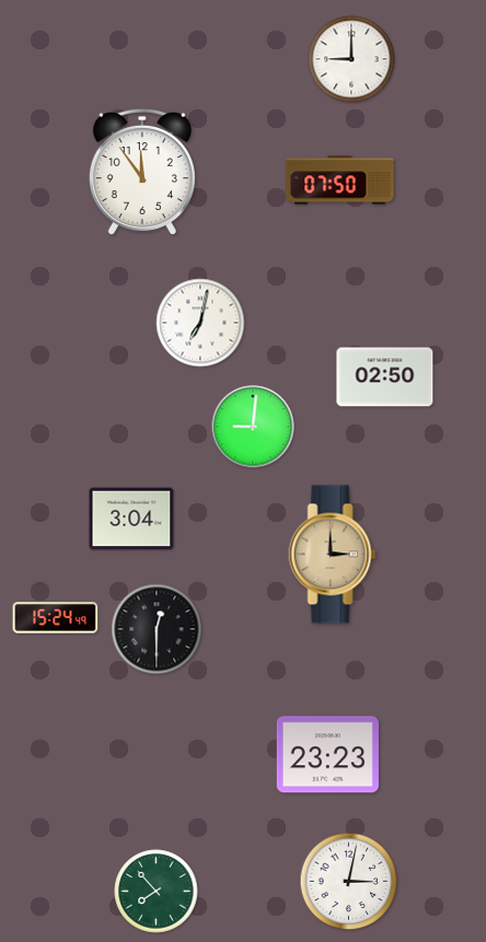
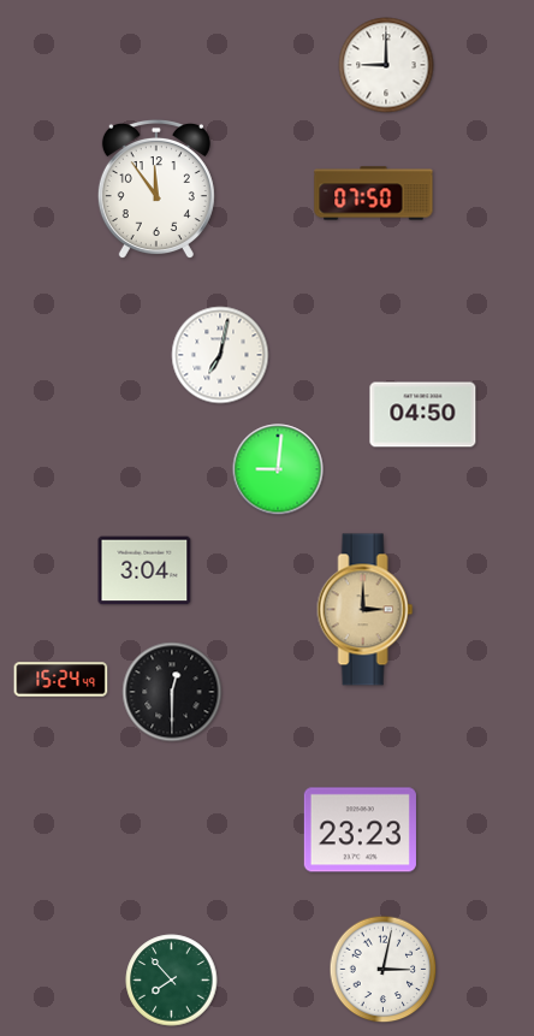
clock at (340, 181) position: (340, 181) -> (374, 194)
clock at (385, 377): 02:50 -> 04:50
